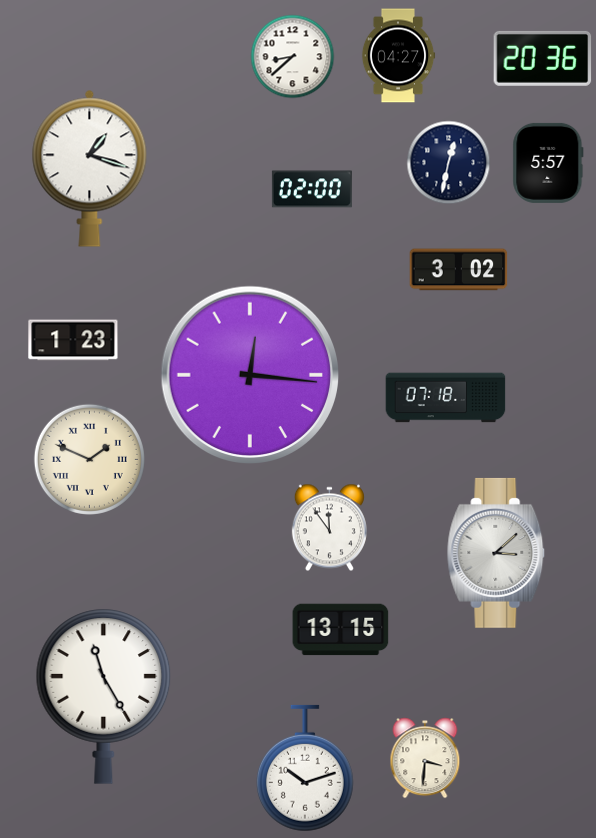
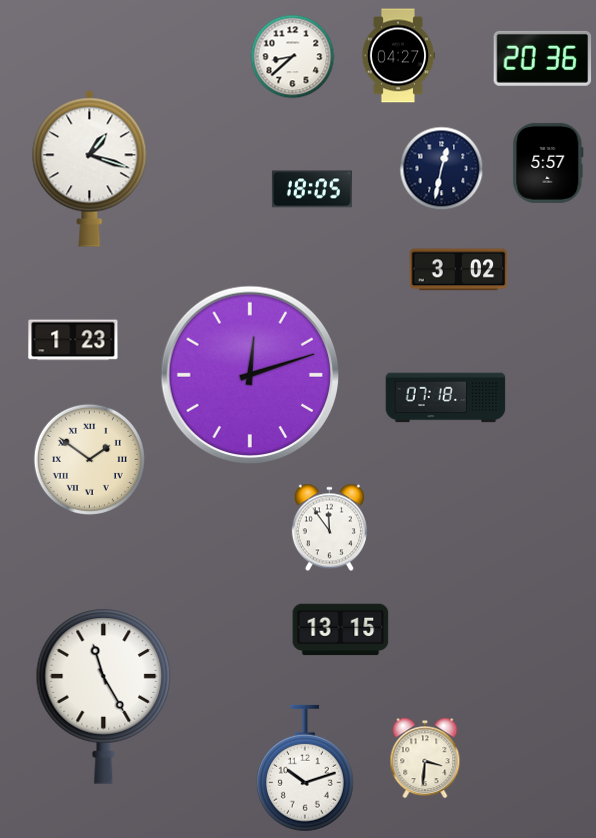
clock at (449, 163) position: (449, 163) -> (442, 169)
clock at (312, 189): 02:00 -> 18:05
clock at (249, 374): 12:16 -> 12:12
clock at (89, 459): 1:49 -> 1:51
clock at (496, 553): 3:08 -> none
